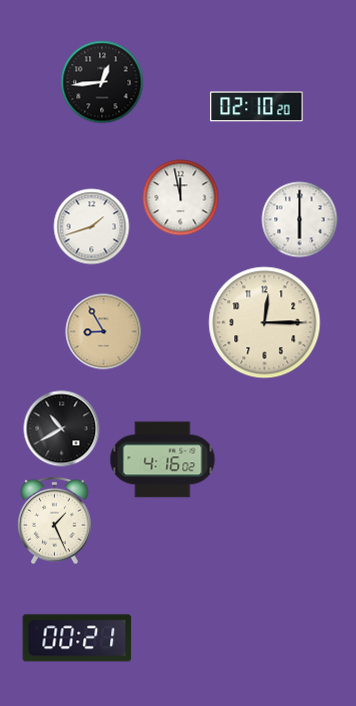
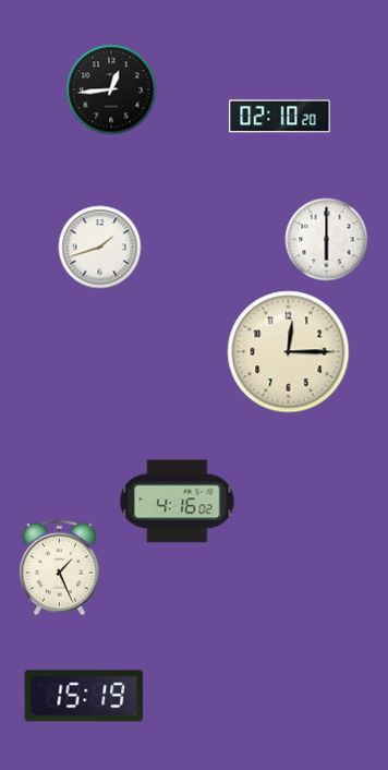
clock at (181, 198): 11:58 -> none
clock at (104, 332): 8:55 -> none
clock at (62, 429): 10:40 -> none
clock at (77, 638): 00:21 -> 15:19
